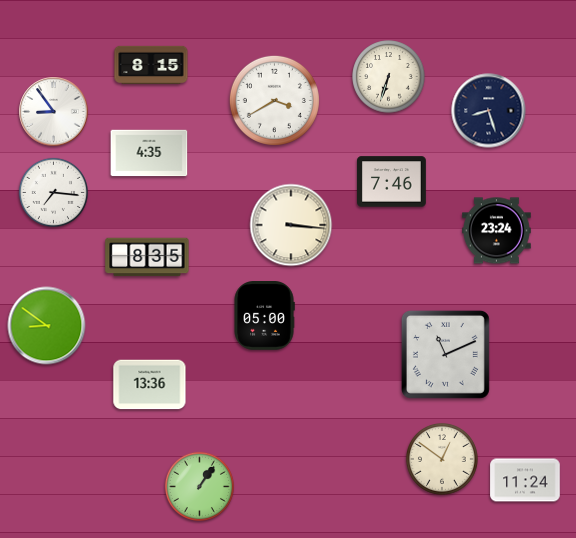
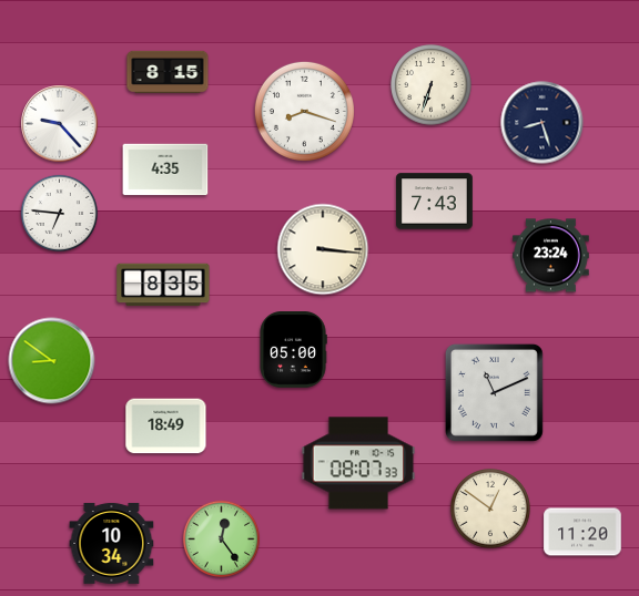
clock at (274, 100): 3:40 -> 8:18
clock at (54, 112): 8:54 -> 9:23
clock at (392, 182): 7:46 -> 7:43
clock at (53, 192): 7:16 -> 6:46
clock at (150, 385): 13:36 -> 18:49
clock at (358, 463): none -> 08:07
clock at (525, 480): 11:24 -> 11:20
clock at (199, 486): 1:06 -> 12:24
clock at (112, 543): none -> 10:34
